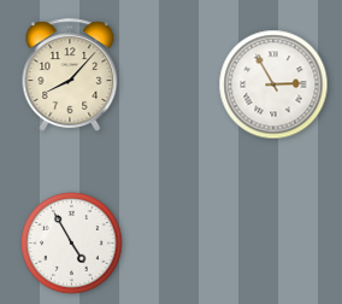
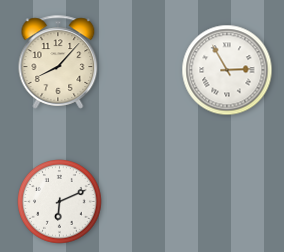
clock at (72, 244): 4:55 -> 6:11
